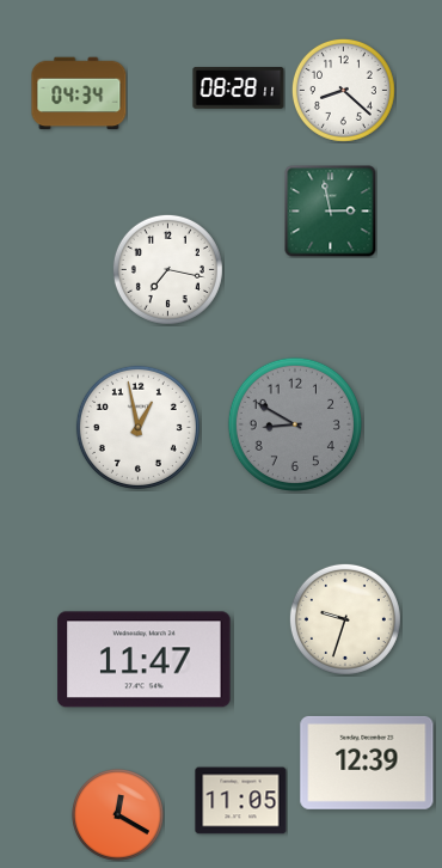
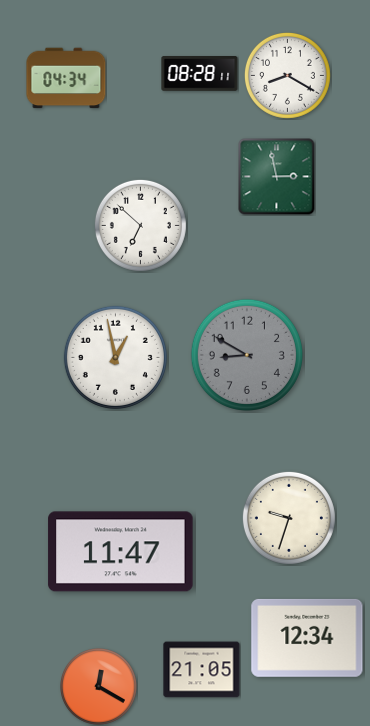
clock at (343, 90): 8:22 -> 8:20
clock at (167, 269): 7:17 -> 6:52
clock at (367, 763): 12:39 -> 12:34
clock at (241, 801): 11:05 -> 21:05
clock at (118, 815) position: (118, 815) -> (99, 687)
